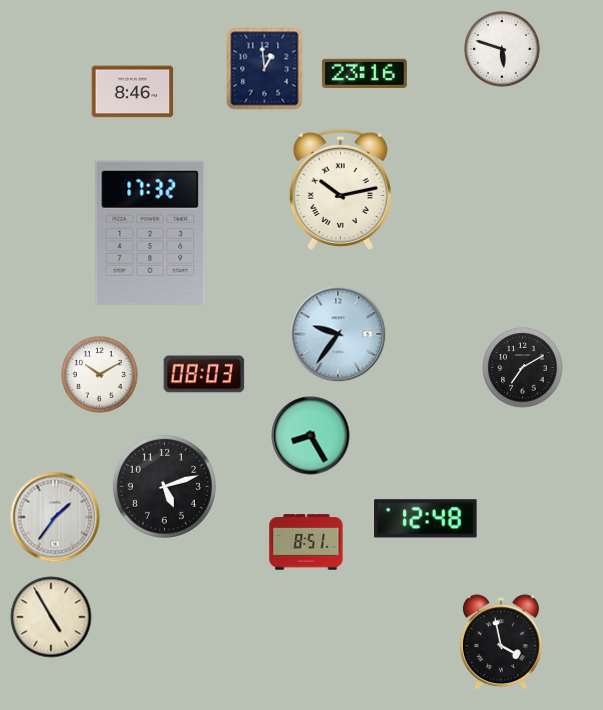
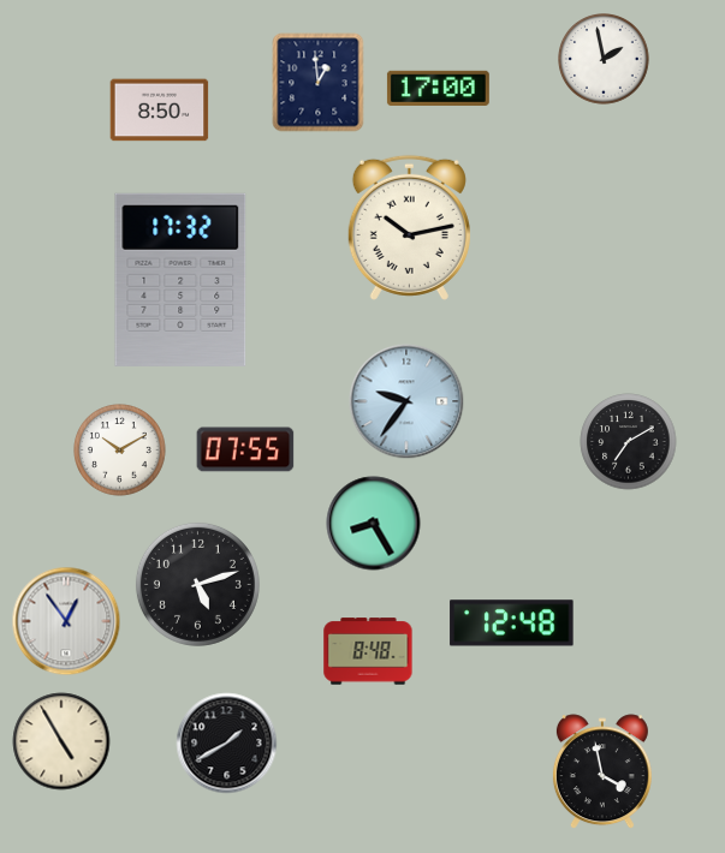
clock at (503, 50): 5:48 -> 1:58
clock at (364, 73): 23:16 -> 17:00
clock at (133, 92): 8:46 -> 8:50
clock at (204, 374): 08:03 -> 07:55
clock at (55, 517): 1:36 -> 12:54
clock at (306, 542): 8:51 -> 8:48
clock at (227, 744): none -> 1:40
